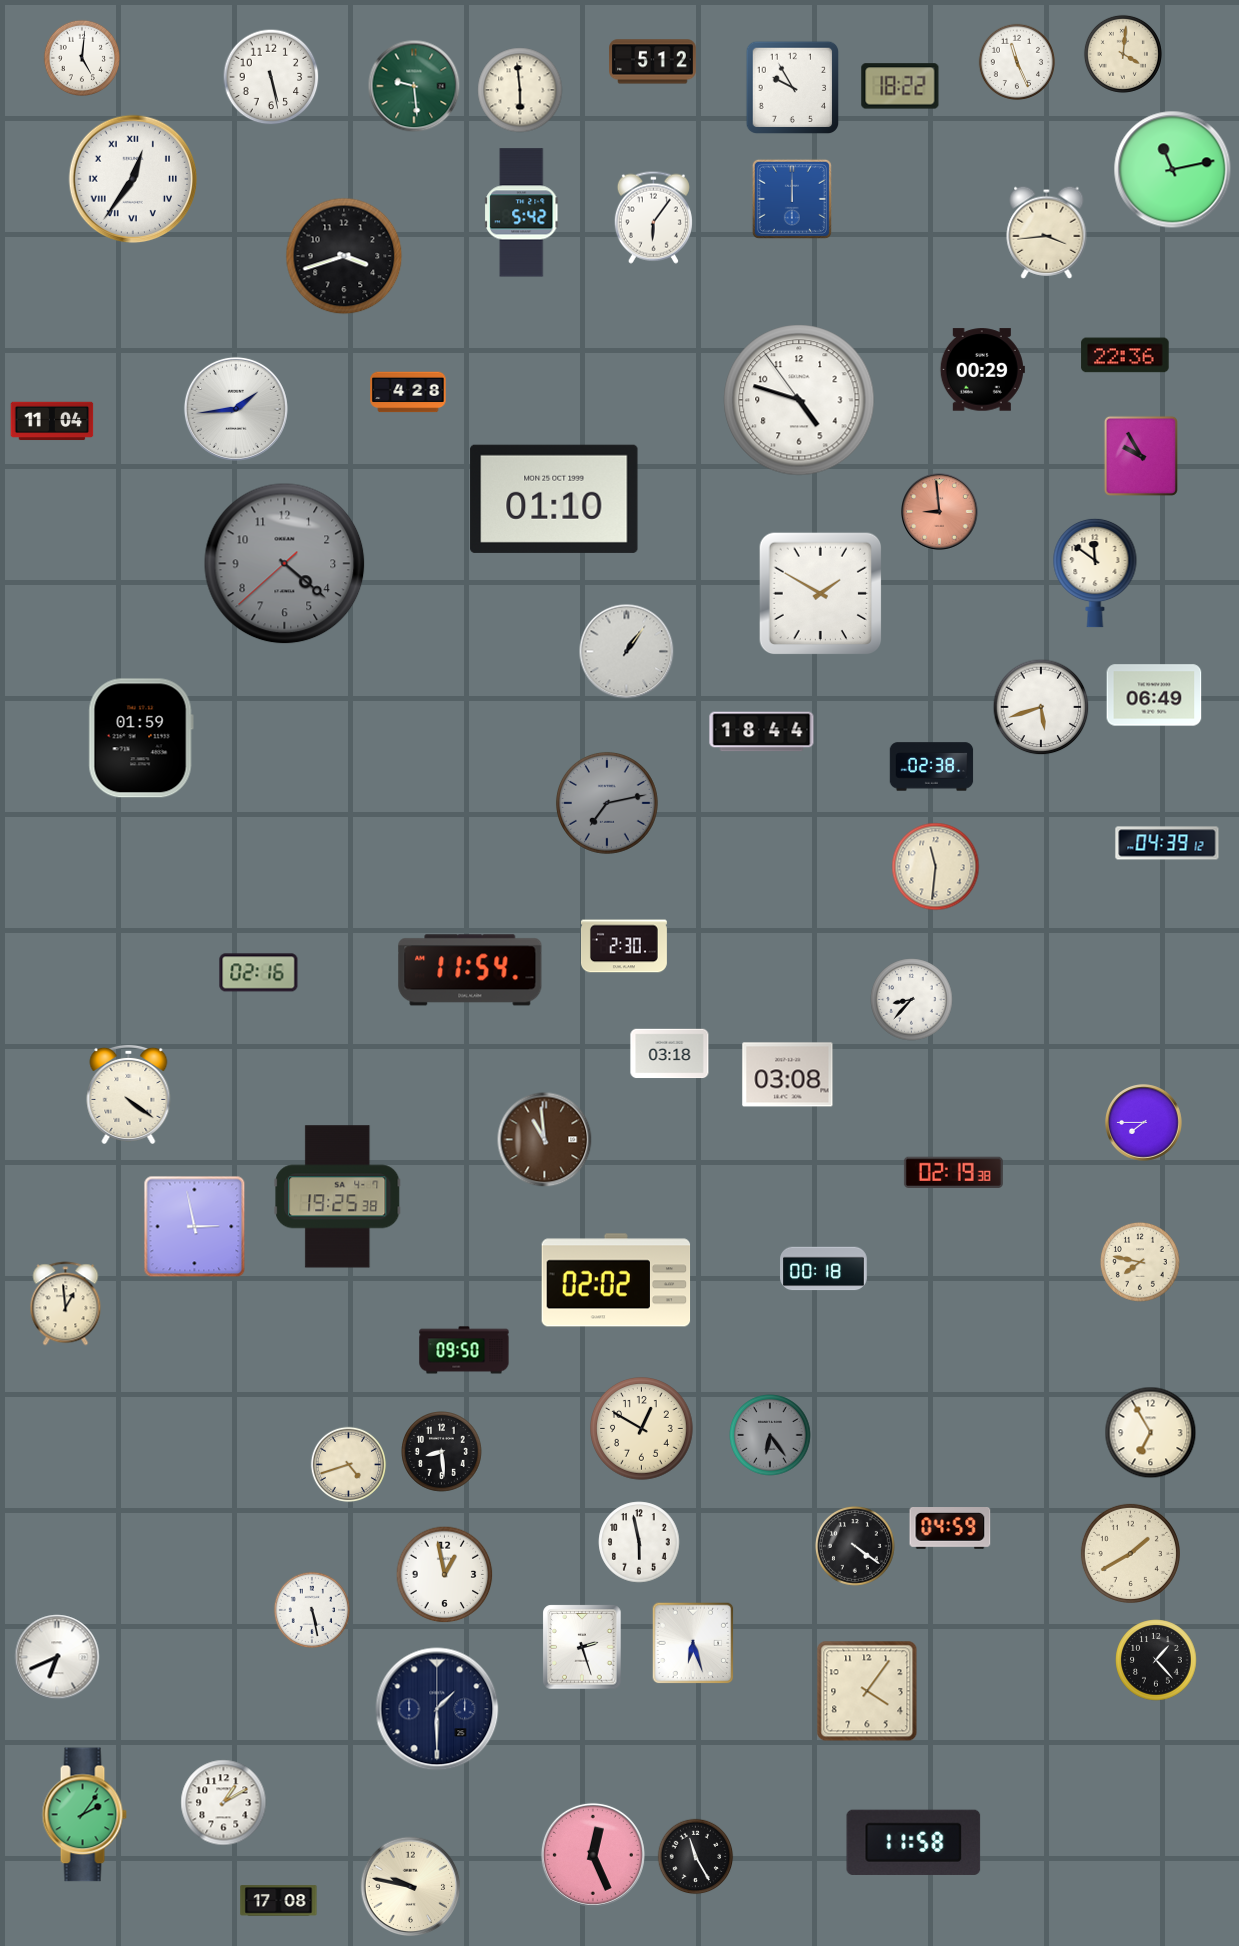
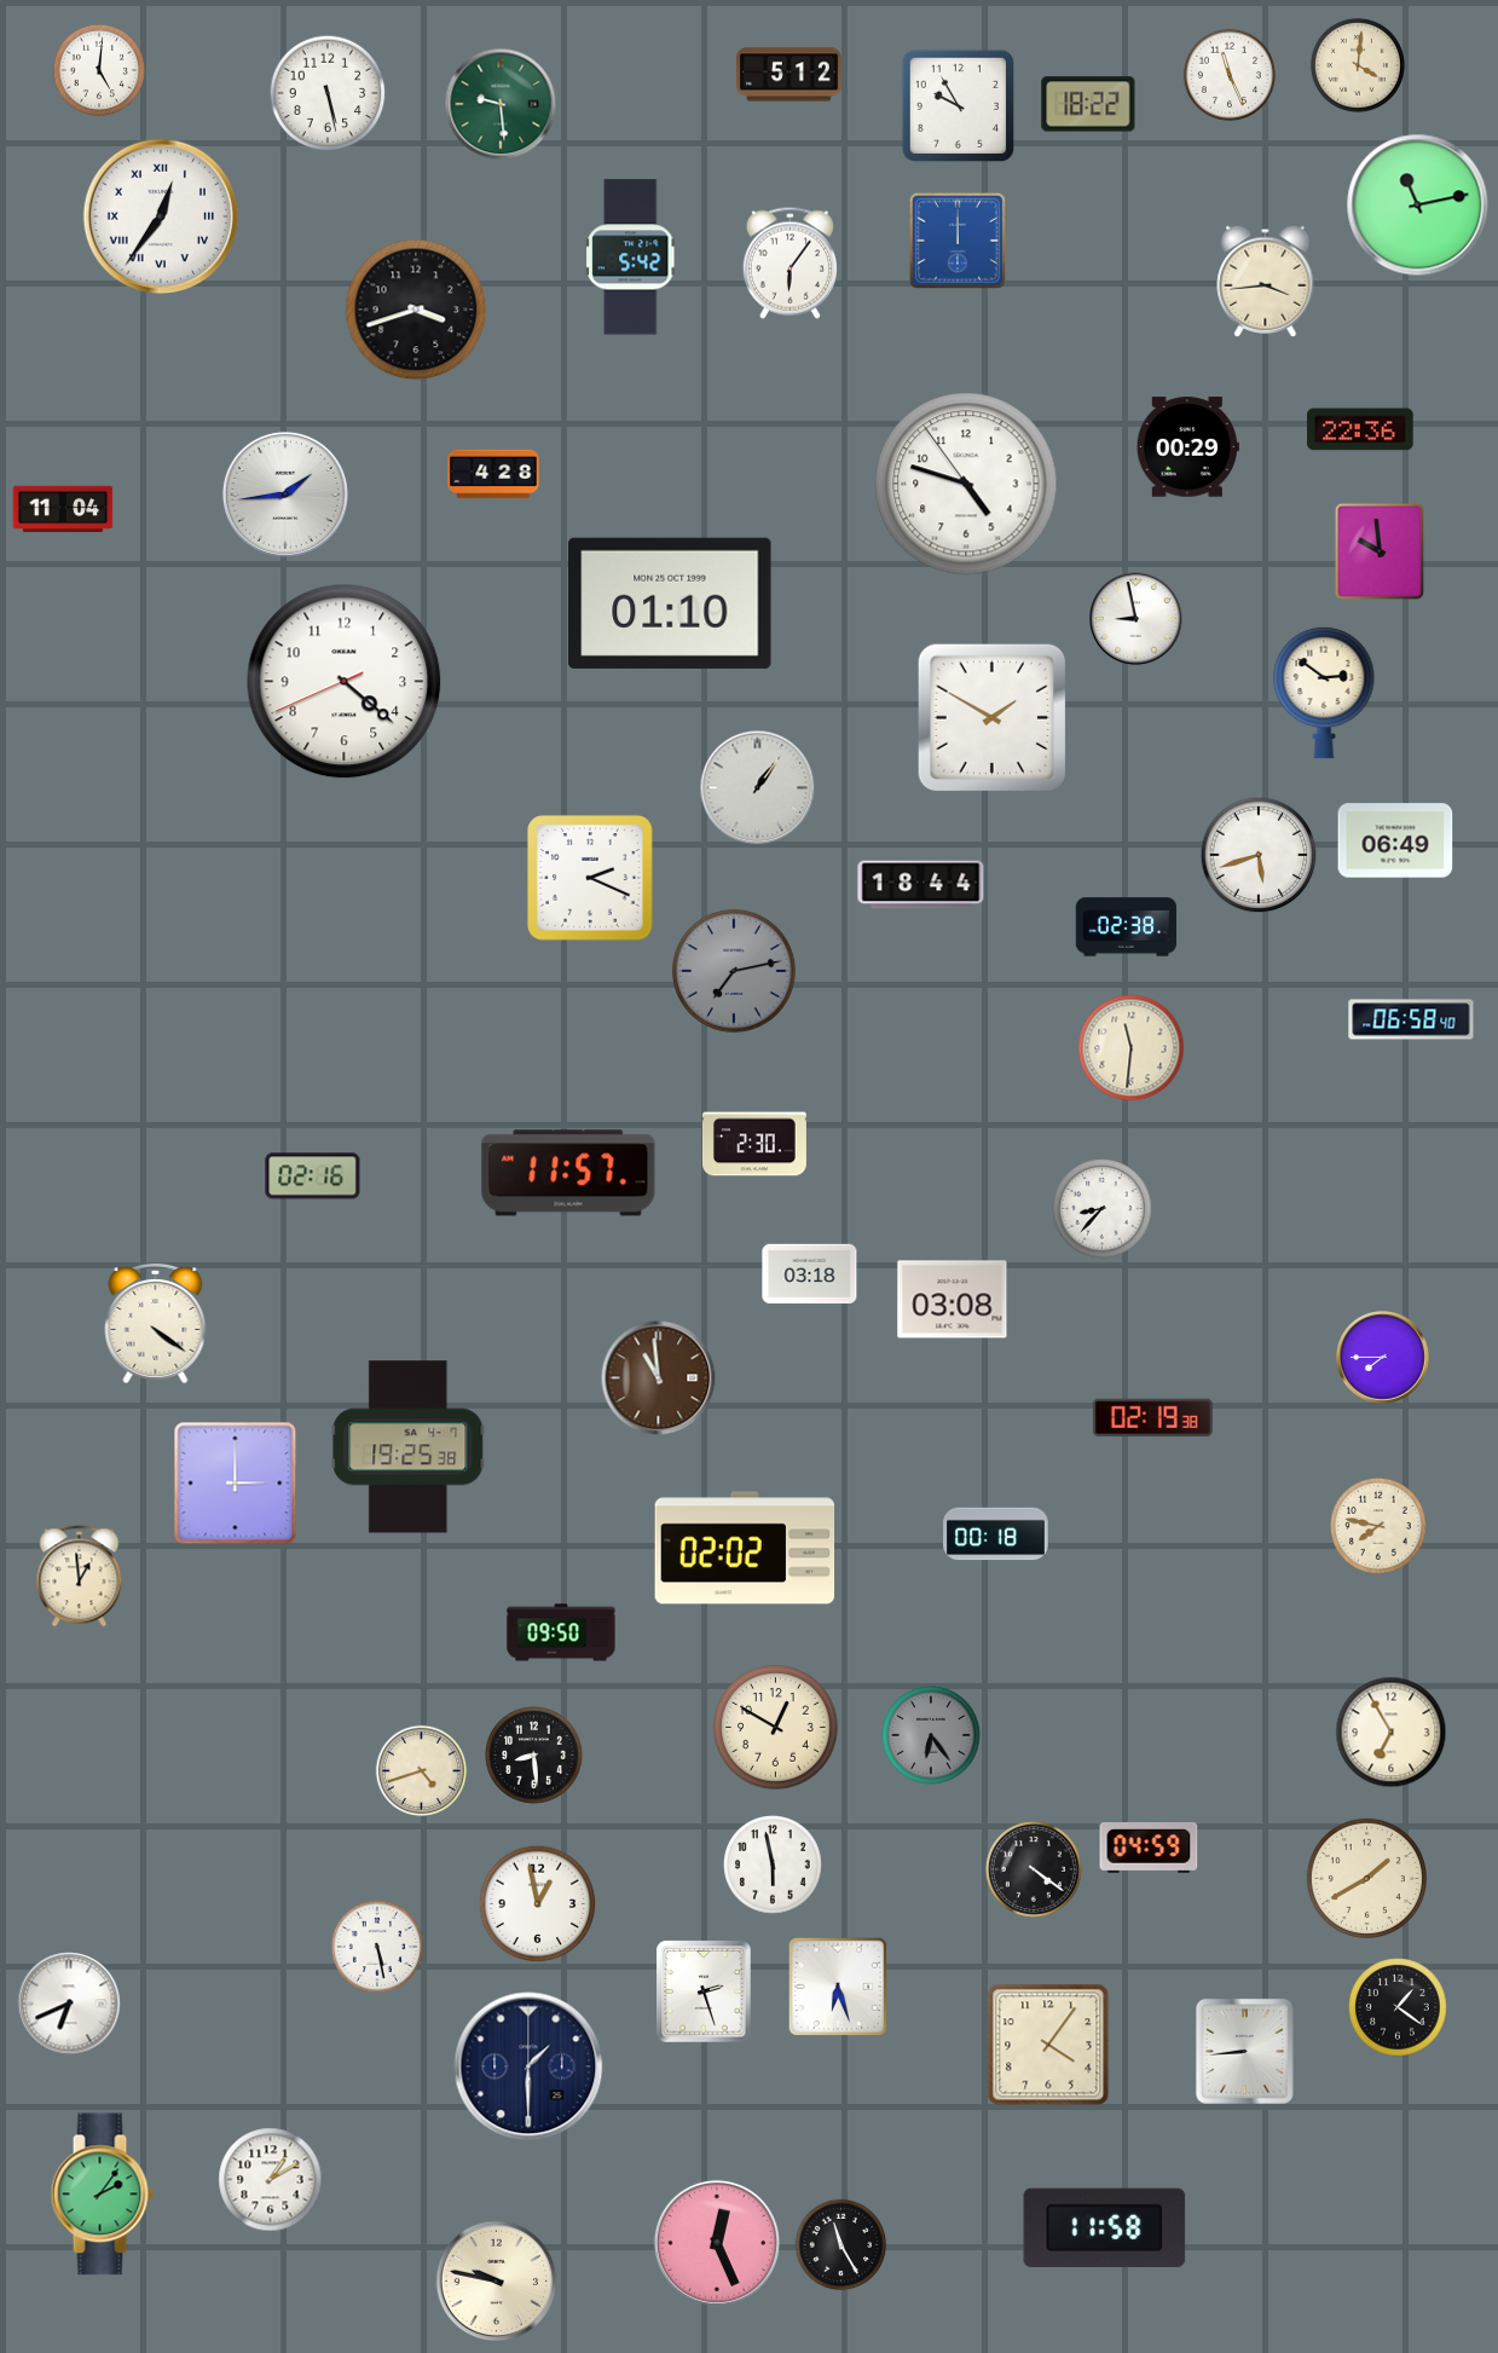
clock at (520, 90): 5:59 -> none
clock at (1141, 456): 9:55 -> 9:59
clock at (940, 512): 8:59 -> 8:58
clock at (940, 512) dial: salmon -> white
clock at (285, 564): 4:21:38 -> 4:21:41
clock at (285, 564) dial: grey -> white
clock at (1095, 573): 11:51 -> 2:51
clock at (590, 878): none -> 2:19
clock at (141, 738): 01:59 -> none
clock at (1167, 843): 04:39 -> 06:58
clock at (470, 970): 11:54 -> 11:57
clock at (195, 1227): 2:58 -> 3:00
clock at (1156, 1660): 1:23 -> 1:21
clock at (1244, 2051): none -> 8:44
clock at (279, 1901): 17:08 -> none
